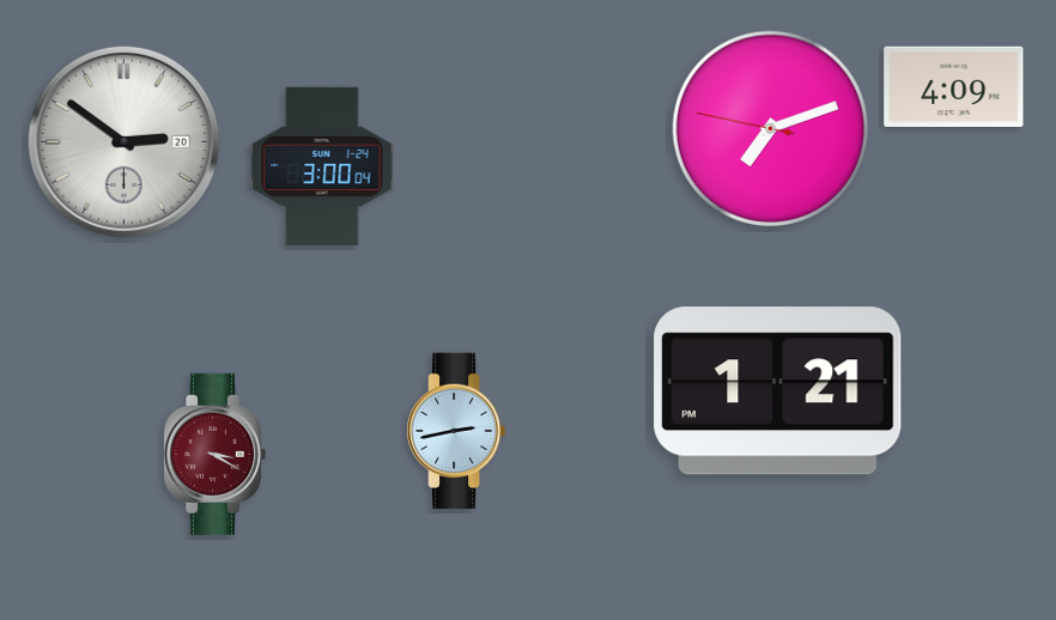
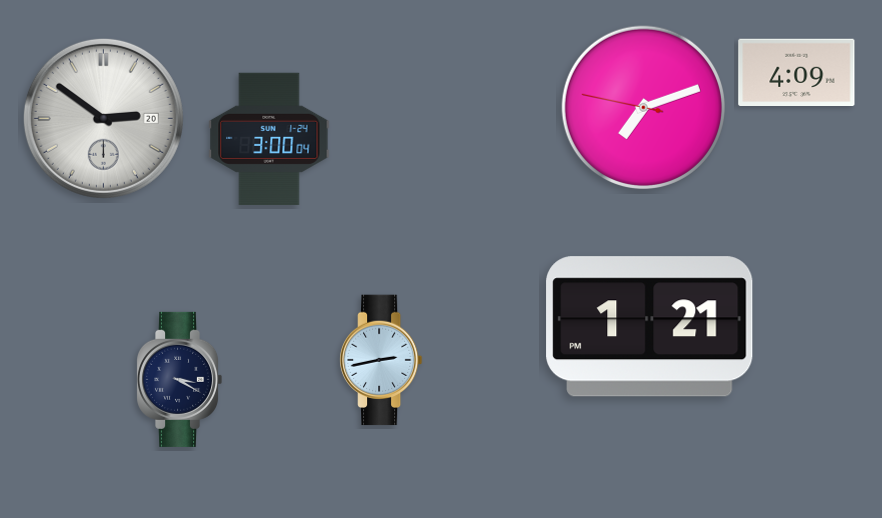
clock at (216, 454) dial: burgundy -> navy
